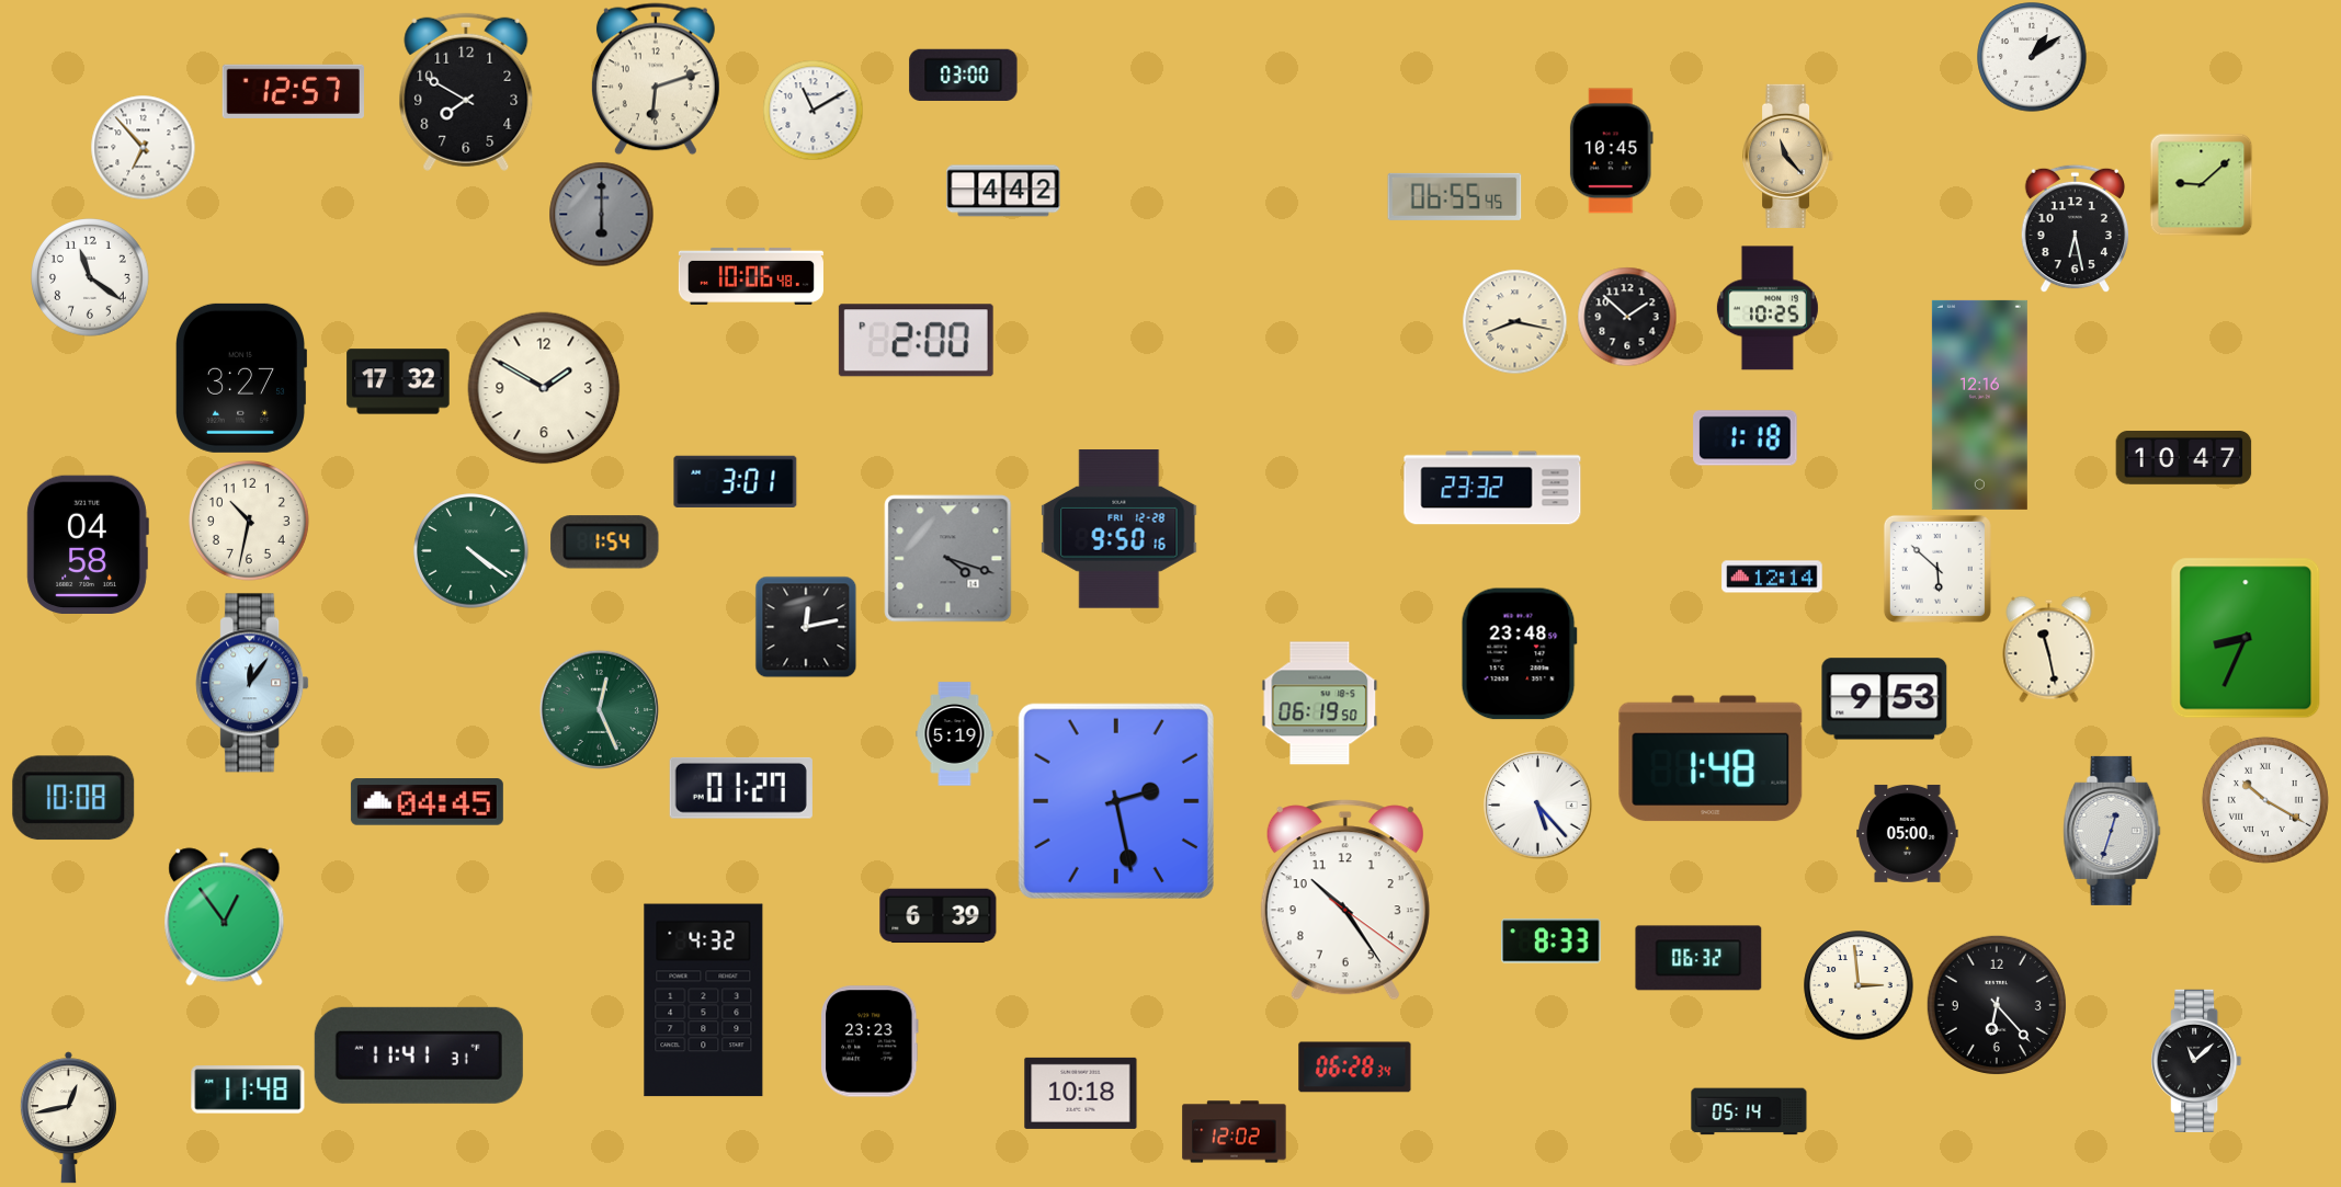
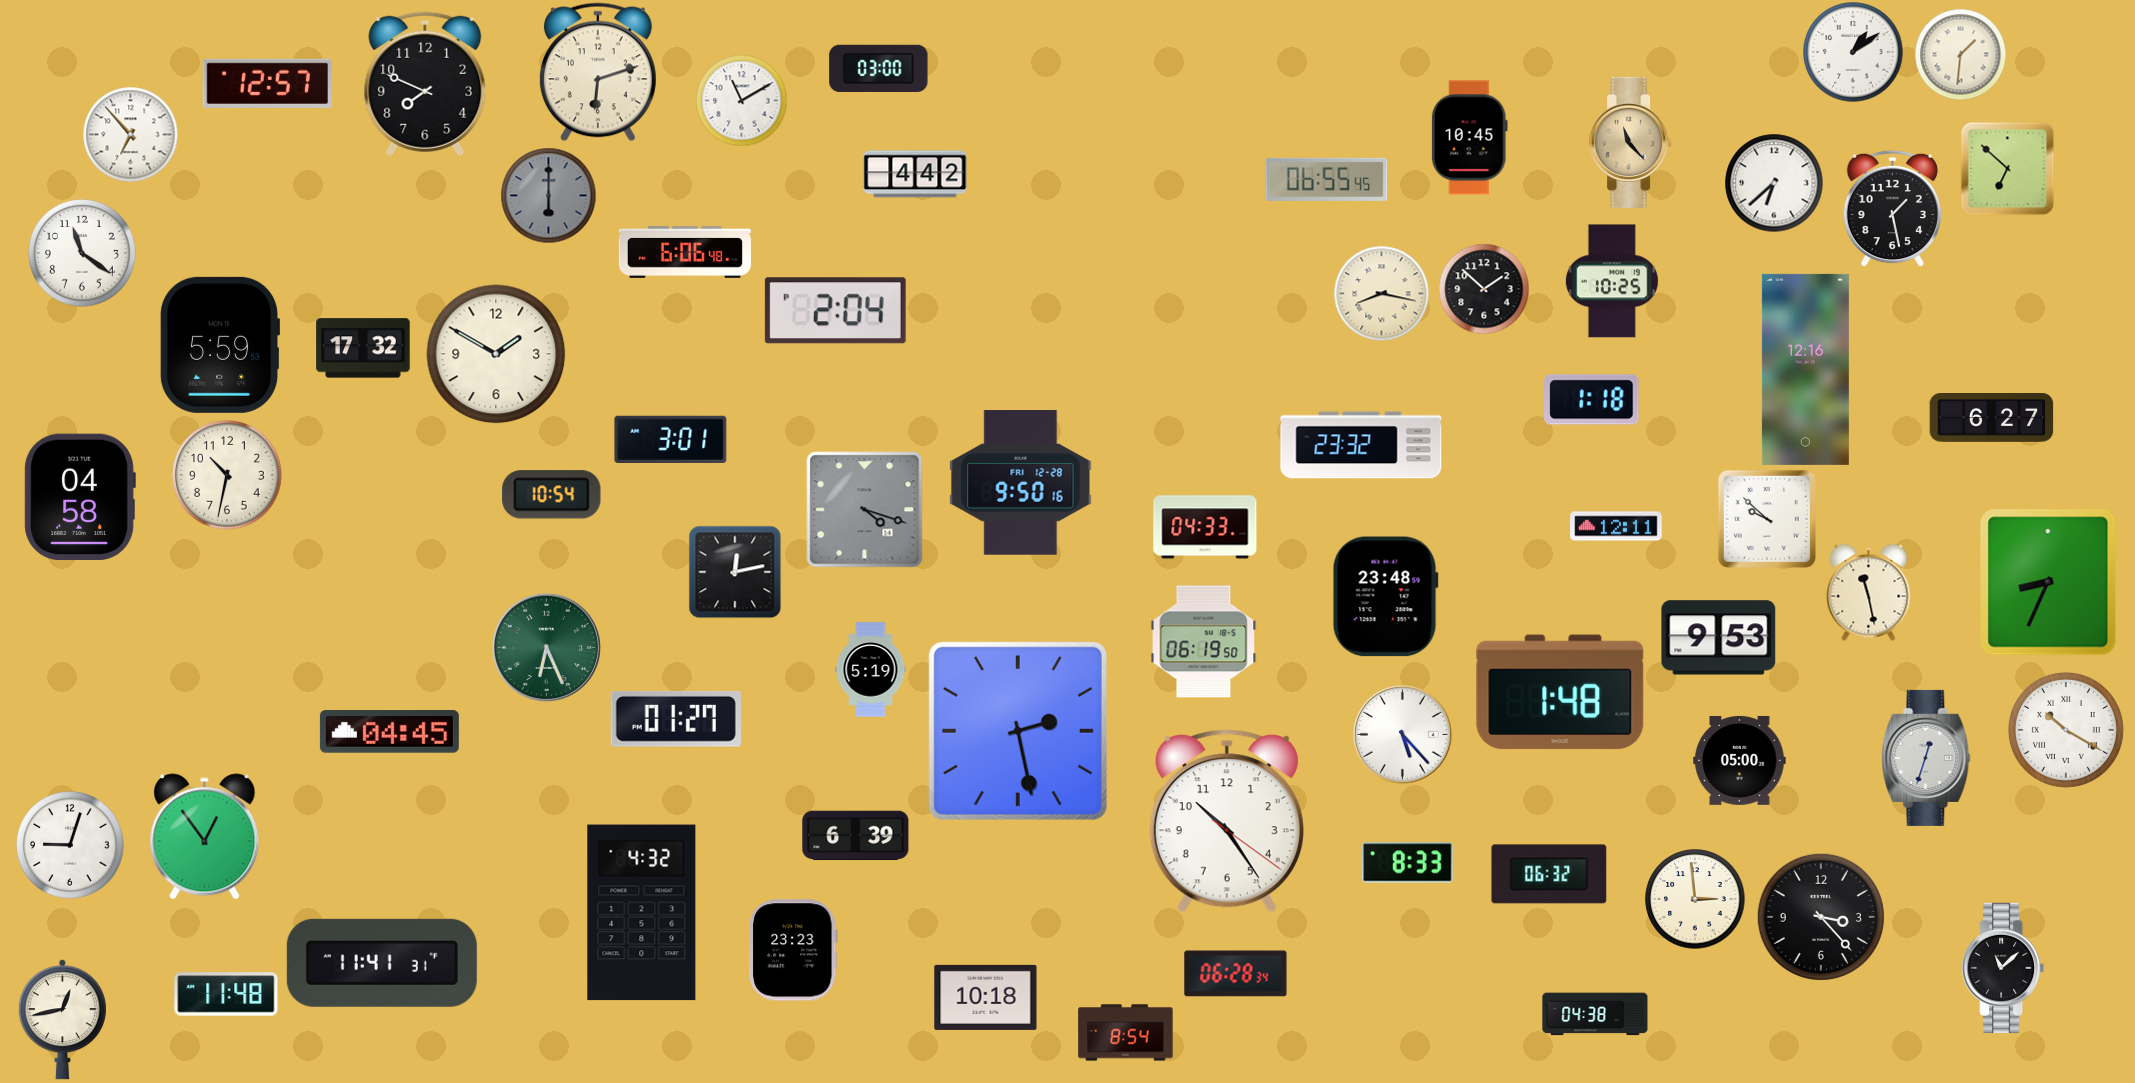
clock at (1960, 54): none -> 1:31
clock at (466, 92): 7:50 -> 7:49
clock at (2201, 184): 9:08 -> 6:52
clock at (1774, 183): none -> 6:38
clock at (2075, 228): 6:28 -> 1:28
clock at (751, 276): 10:06 -> 6:06
clock at (916, 341): 2:00 -> 2:04
clock at (240, 378): 3:27 -> 5:59
clock at (2184, 458): 10:47 -> 6:27
clock at (605, 543): 1:54 -> 10:54
clock at (471, 551): 4:21 -> none
clock at (1937, 569): 5:52 -> 9:52
clock at (1772, 577): 12:14 -> 12:11
clock at (1205, 527): none -> 04:33
clock at (252, 683): 12:06 -> none
clock at (599, 709): 12:26 -> 6:26
clock at (73, 798): 10:08 -> none
clock at (70, 845): none -> 9:03
clock at (1552, 941) position: (1552, 941) -> (1408, 863)
clock at (1997, 1005): 6:23 -> 3:23
clock at (1749, 1111): 05:14 -> 04:38
clock at (1235, 1132): 12:02 -> 8:54
